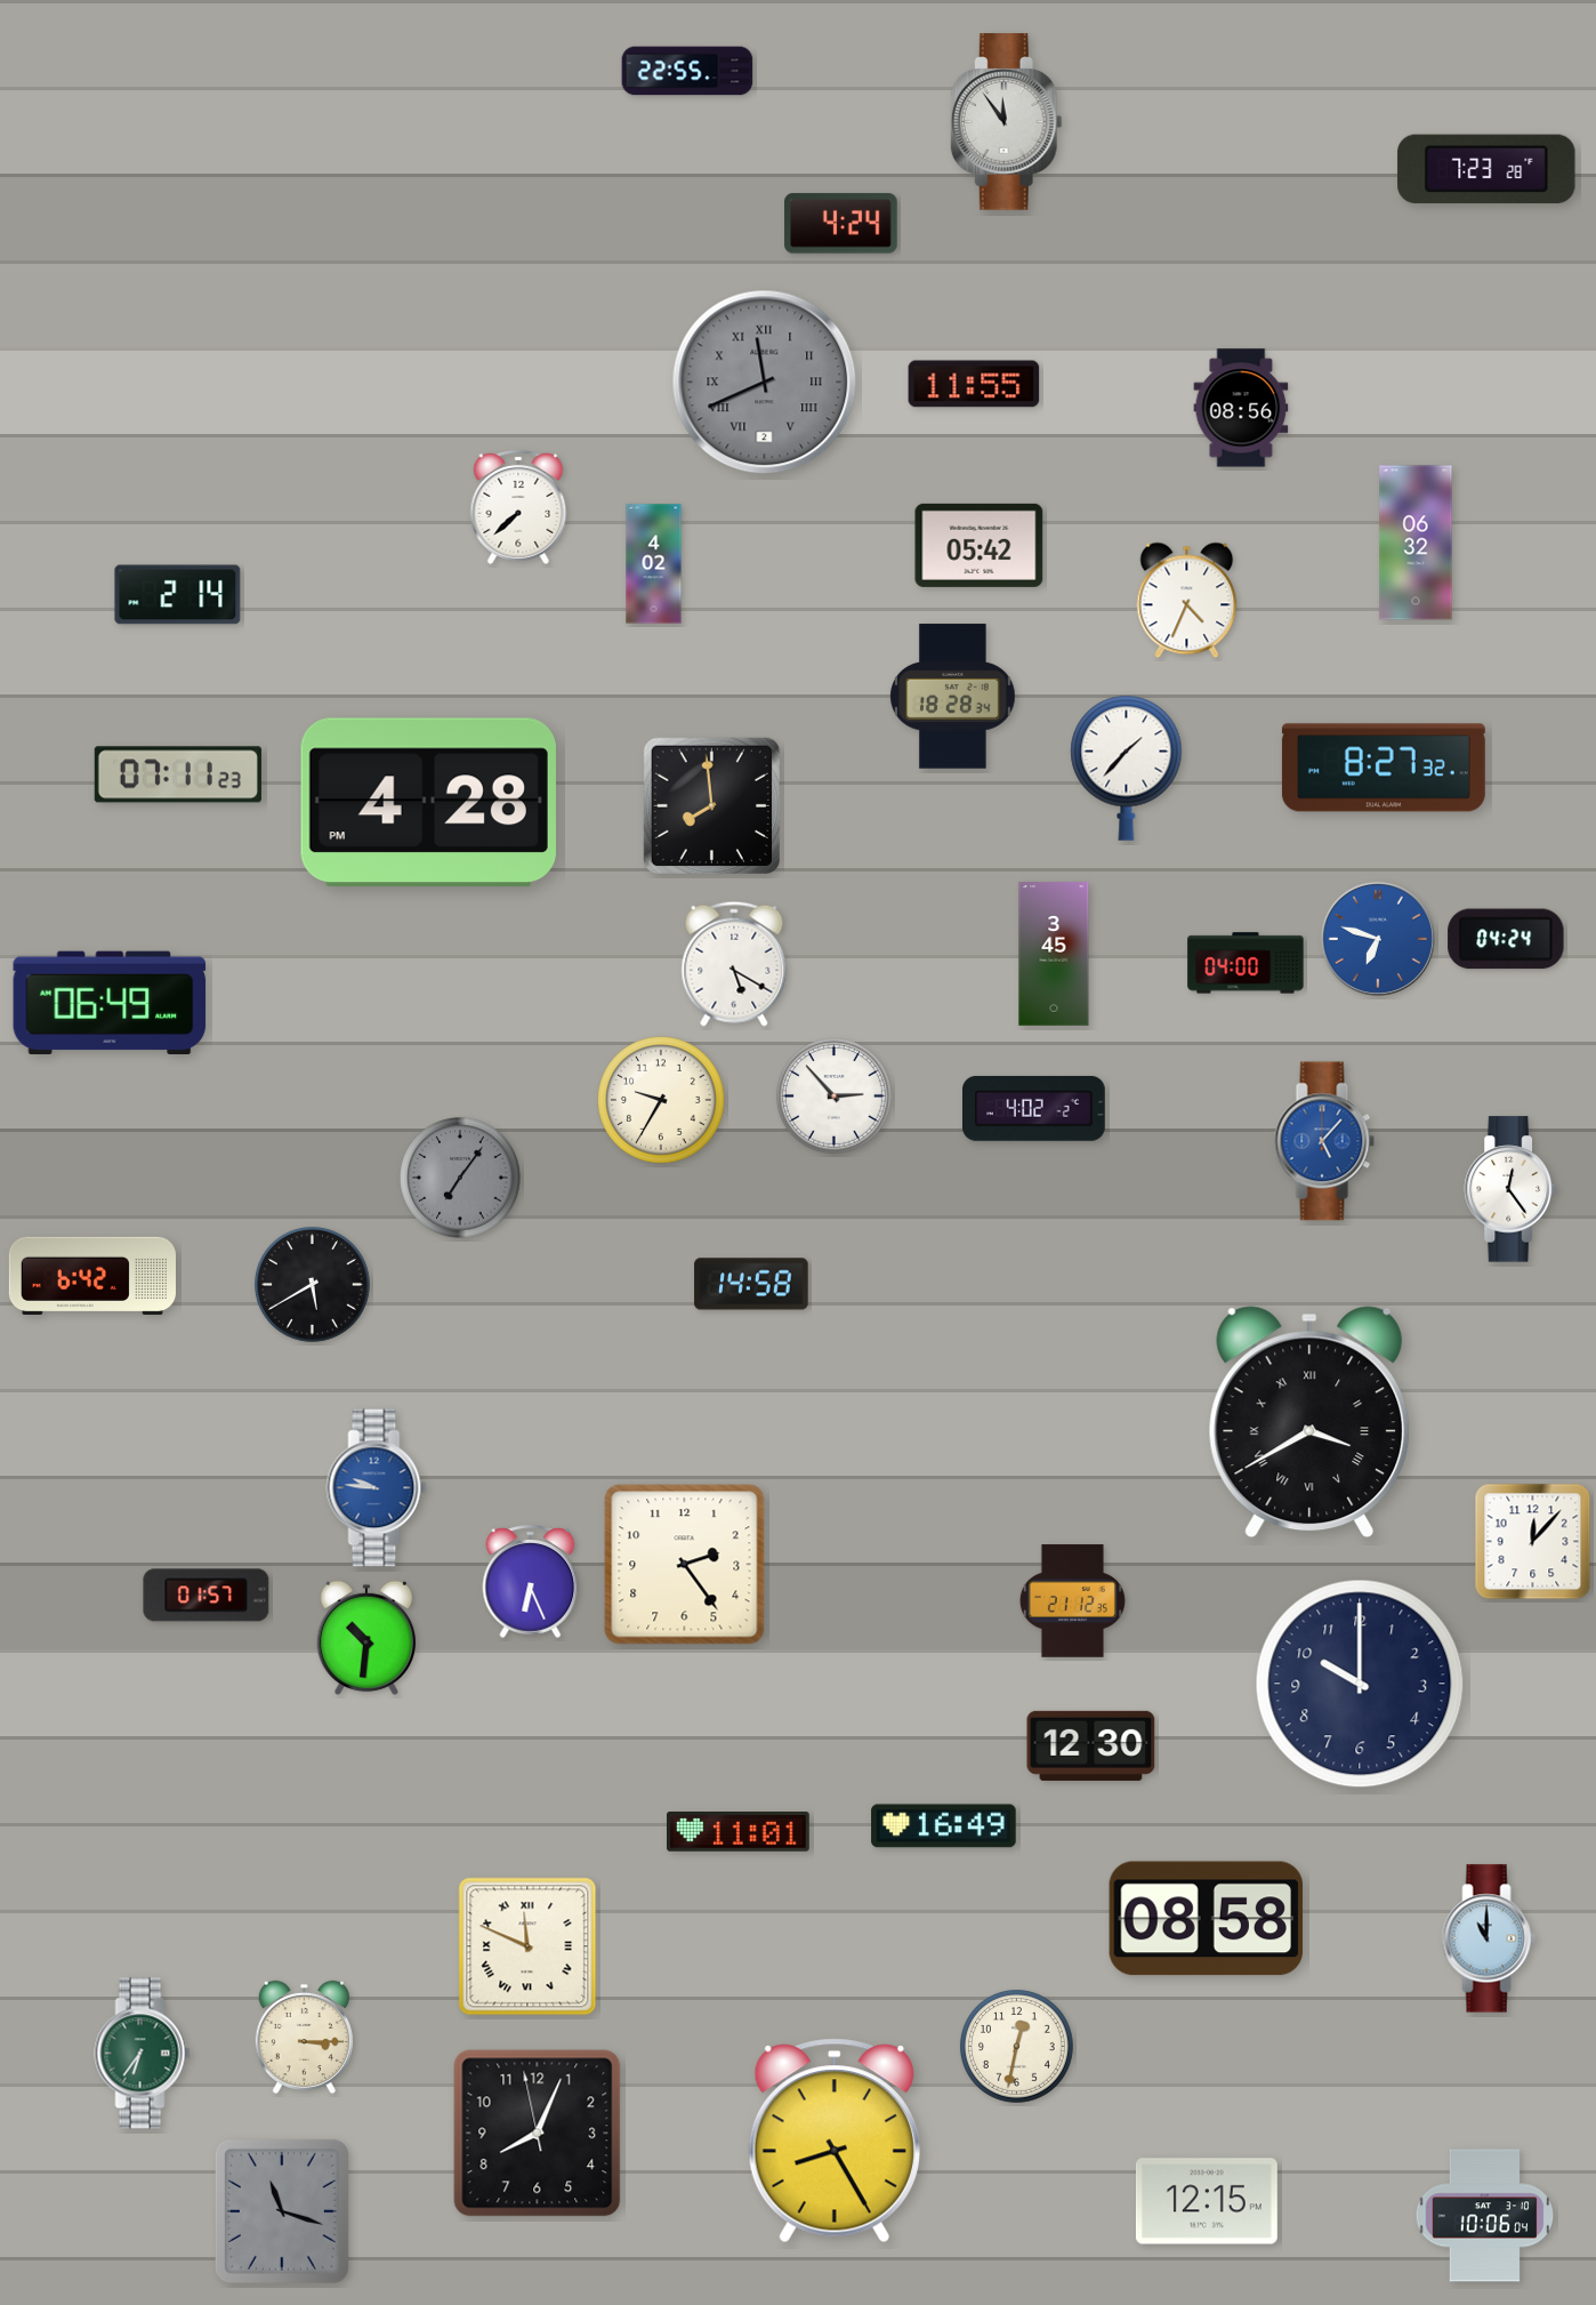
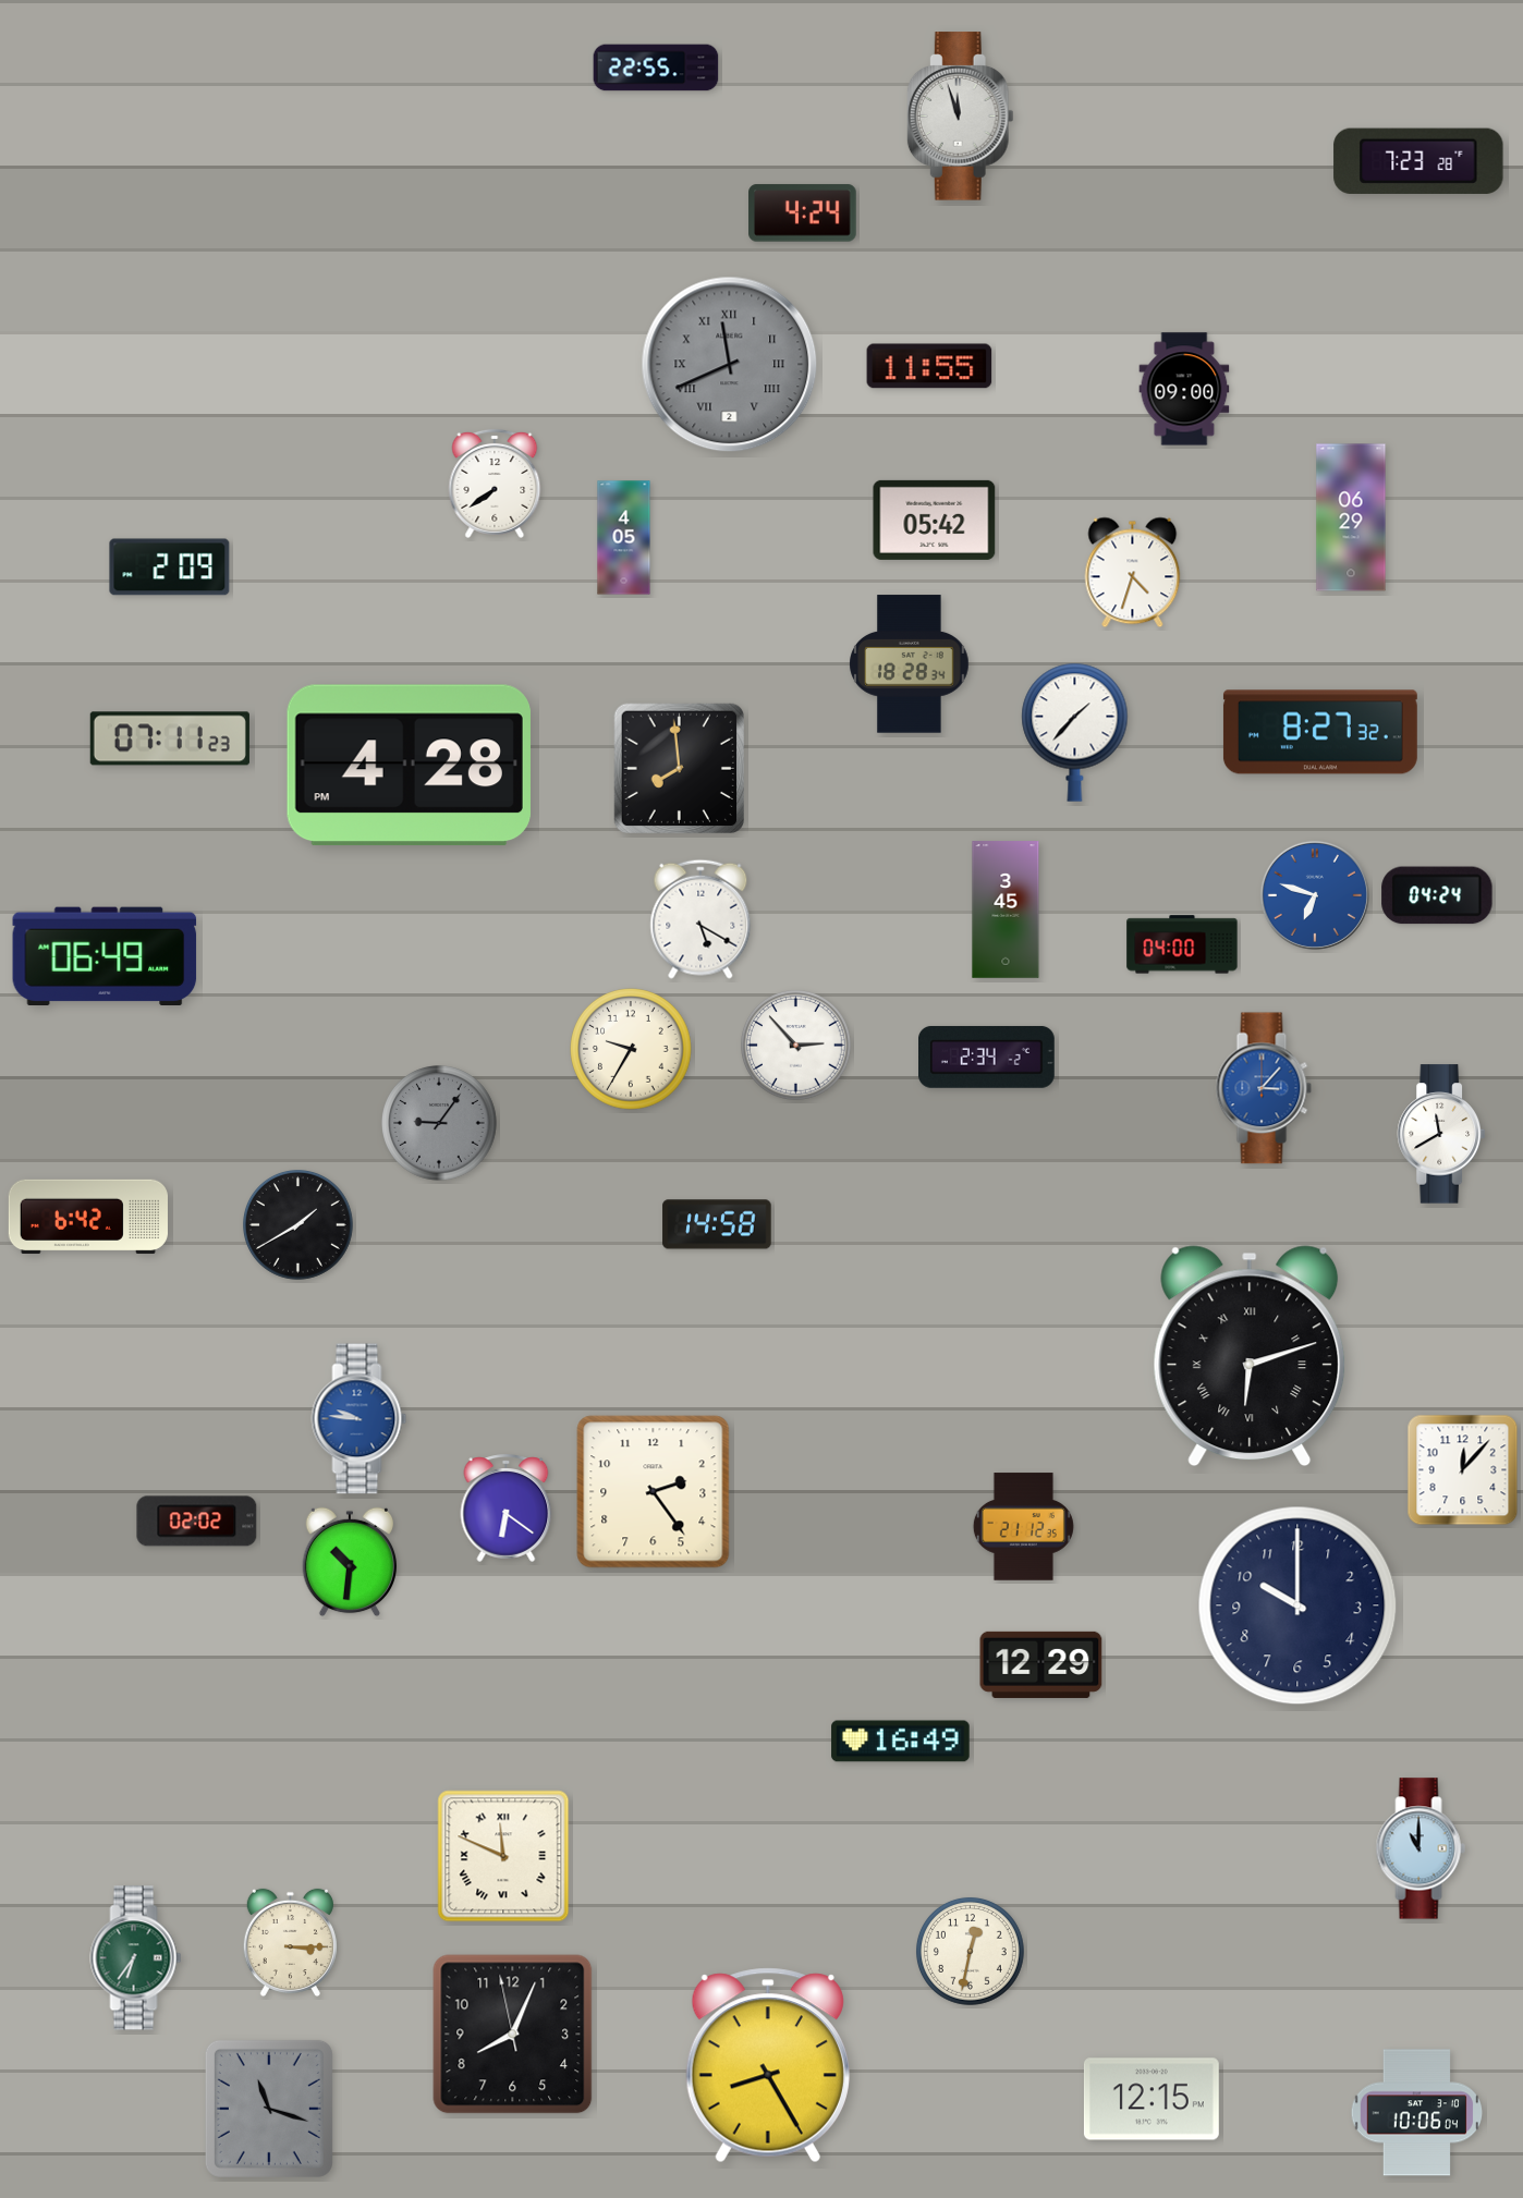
clock at (1006, 122): 11:54 -> 11:57
clock at (1241, 408): 08:56 -> 09:00
clock at (518, 507): 7:38 -> 7:39
clock at (1416, 543): 06:32 -> 06:29
clock at (654, 564): 4:02 -> 4:05
clock at (178, 595): 2:14 -> 2:09
clock at (1187, 601): 4:34 -> 4:33
clock at (1246, 963) position: (1246, 963) -> (1182, 944)
clock at (1034, 1109): 4:02 -> 2:34
clock at (1324, 1141): 5:07 -> 3:07
clock at (461, 1179): 7:06 -> 9:06
clock at (1510, 1189): 12:24 -> 11:40
clock at (313, 1285): 5:40 -> 1:40
clock at (1309, 1422): 3:40 -> 6:12
clock at (531, 1581): 6:26 -> 6:21
clock at (207, 1596): 01:57 -> 02:02
clock at (1091, 1745): 12:30 -> 12:29
clock at (739, 1832): 11:01 -> none
clock at (1207, 1919): 08:58 -> none
clock at (835, 2141) position: (835, 2141) -> (768, 2065)
